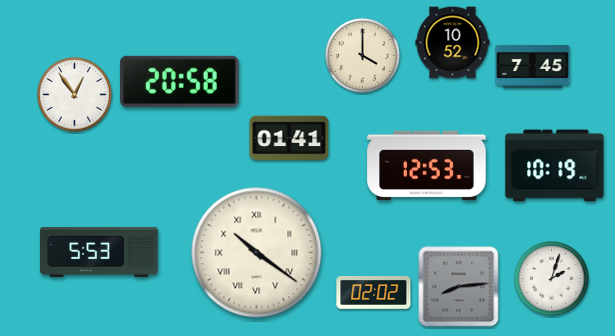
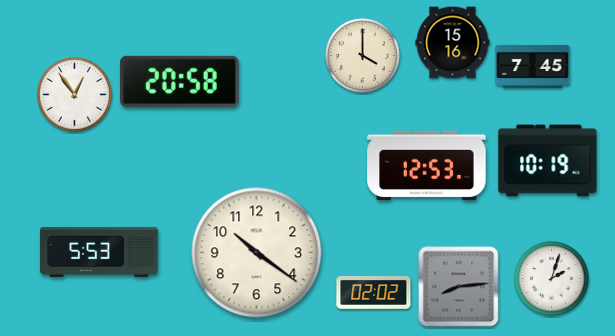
clock at (453, 43): 10:52 -> 15:16
clock at (289, 138): 01:41 -> none
clock at (555, 166) position: (555, 166) -> (548, 161)
clock at (257, 253) numerals: Roman -> Arabic
